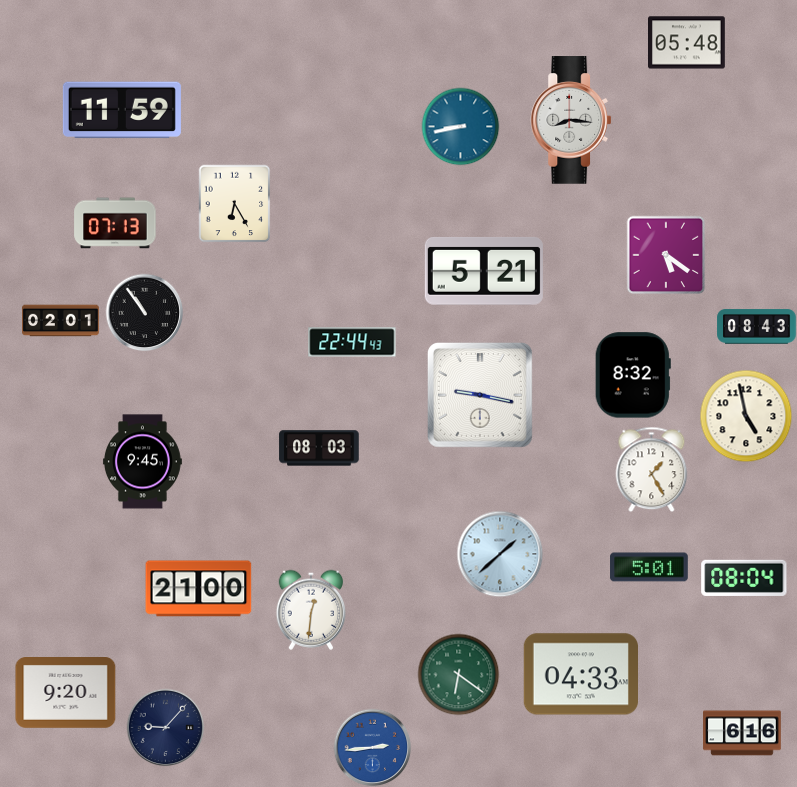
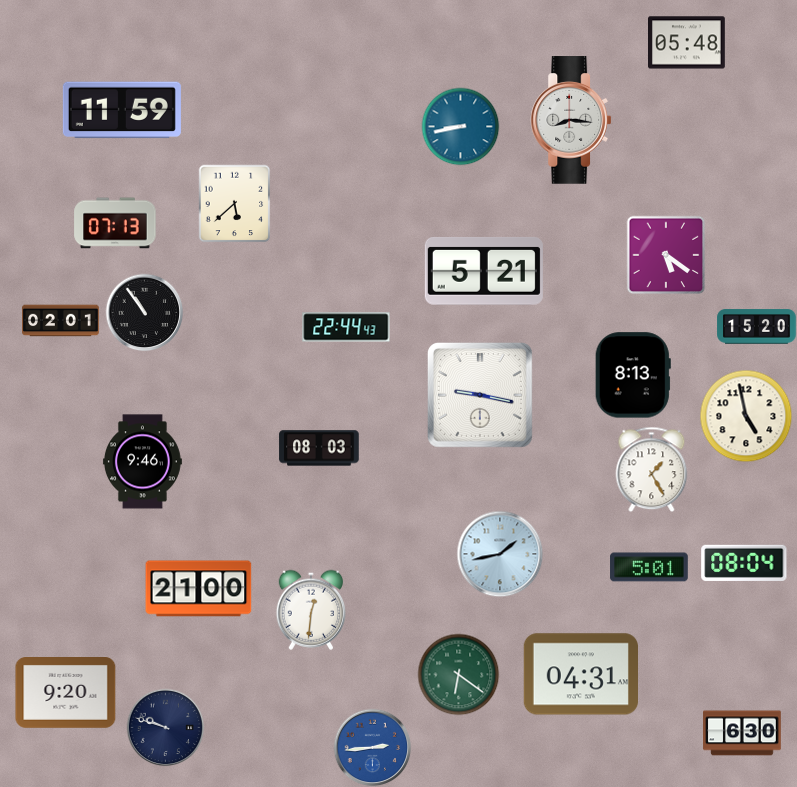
clock at (235, 203): 6:25 -> 5:38
clock at (757, 327): 08:43 -> 15:20
clock at (352, 342) position: (352, 342) -> (346, 327)
clock at (633, 375): 8:32 -> 8:13
clock at (142, 462): 9:45 -> 9:46
clock at (500, 554): 1:38 -> 1:43
clock at (744, 578) position: (744, 578) -> (744, 563)
clock at (580, 674): 04:33 -> 04:31
clock at (165, 727): 9:07 -> 9:48
clock at (742, 733): 6:16 -> 6:30
